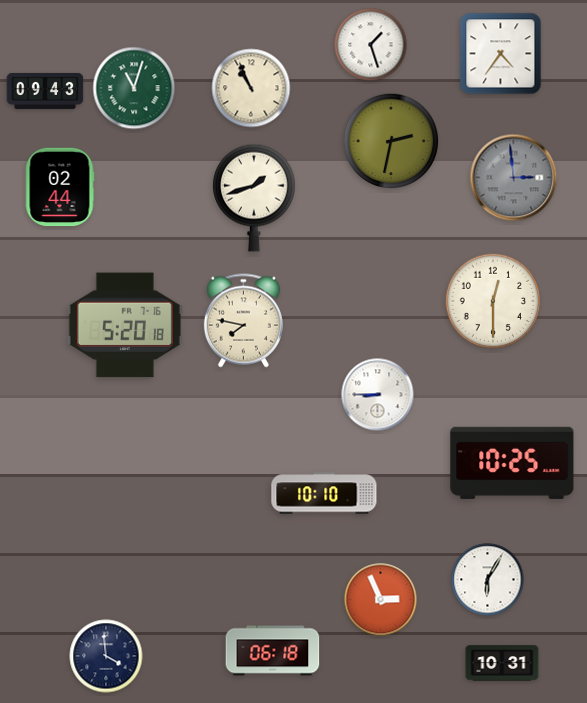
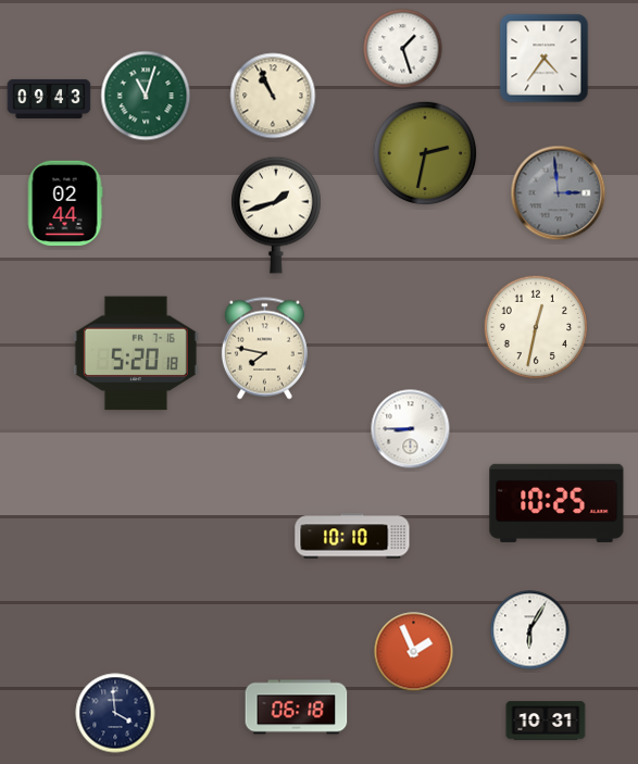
clock at (493, 301): 12:30 -> 12:32
clock at (381, 600): 2:56 -> 1:56
